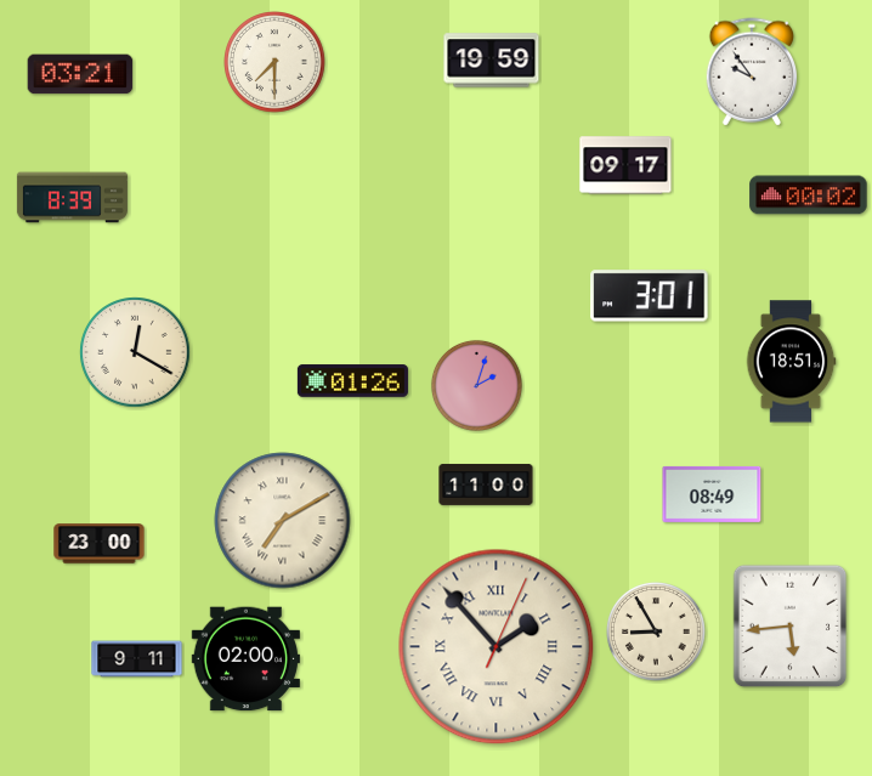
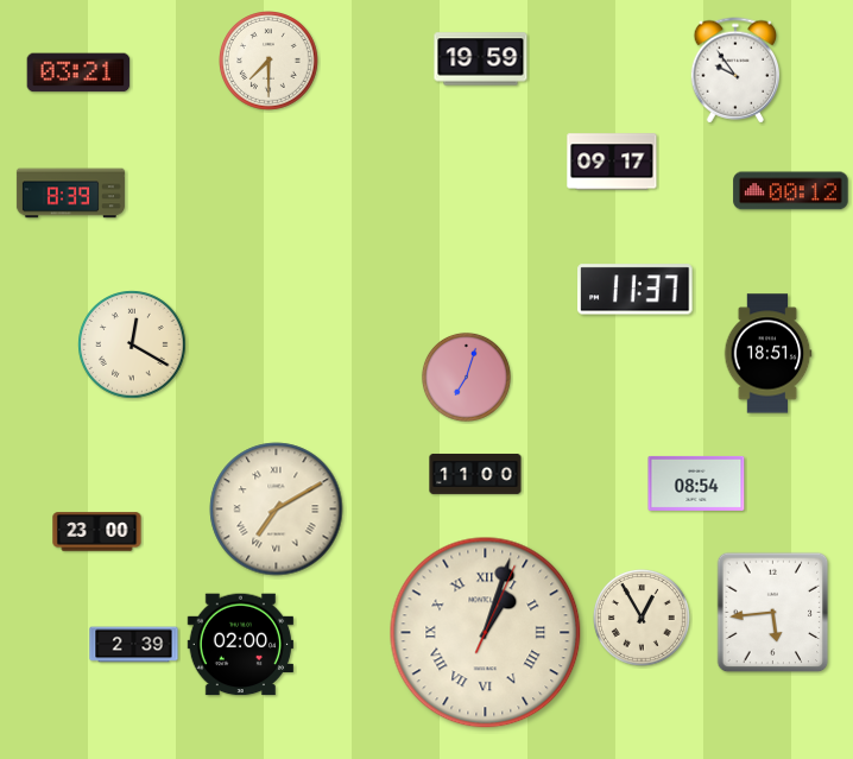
clock at (809, 196): 00:02 -> 00:12
clock at (650, 296): 3:01 -> 11:37
clock at (791, 362) position: (791, 362) -> (767, 354)
clock at (352, 381): 01:26 -> none
clock at (476, 385): 2:03 -> 7:03
clock at (712, 494): 08:49 -> 08:54
clock at (657, 633): 8:55 -> 12:55
clock at (497, 647): 1:53 -> 1:03
clock at (137, 659): 9:11 -> 2:39
